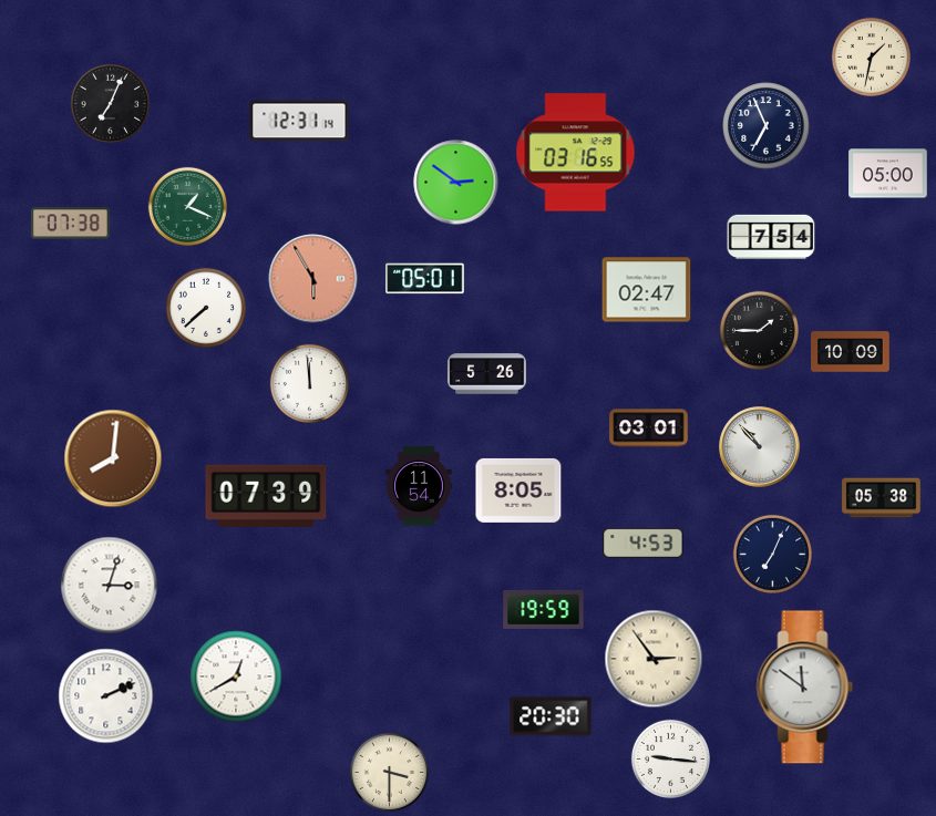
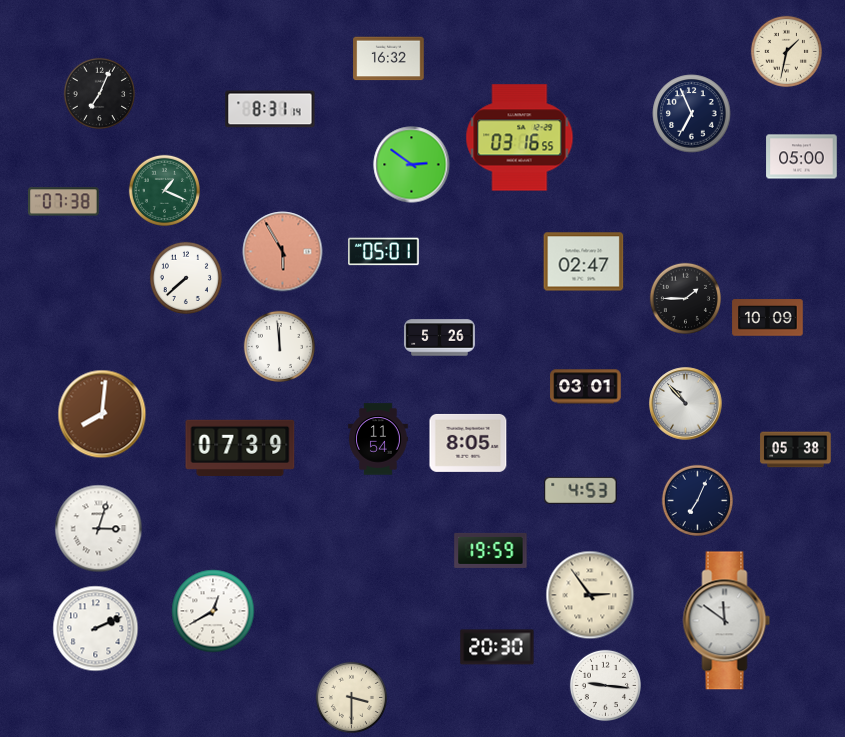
clock at (389, 59): none -> 16:32
clock at (299, 121): 12:31 -> 8:31
clock at (187, 206) position: (187, 206) -> (164, 190)
clock at (771, 237): 7:54 -> none
